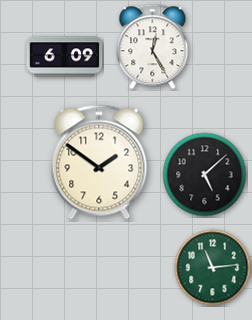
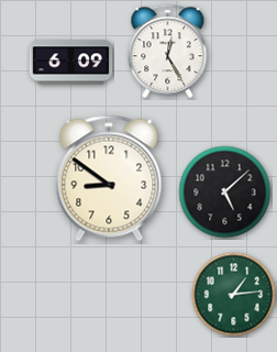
clock at (99, 162): 1:51 -> 8:51
clock at (213, 268): 11:14 -> 1:14
